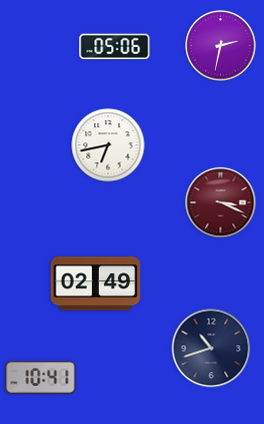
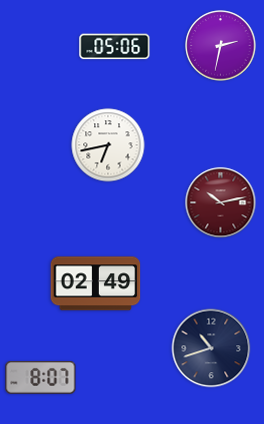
clock at (221, 203): 3:19 -> 10:13
clock at (41, 378): 10:41 -> 8:07
